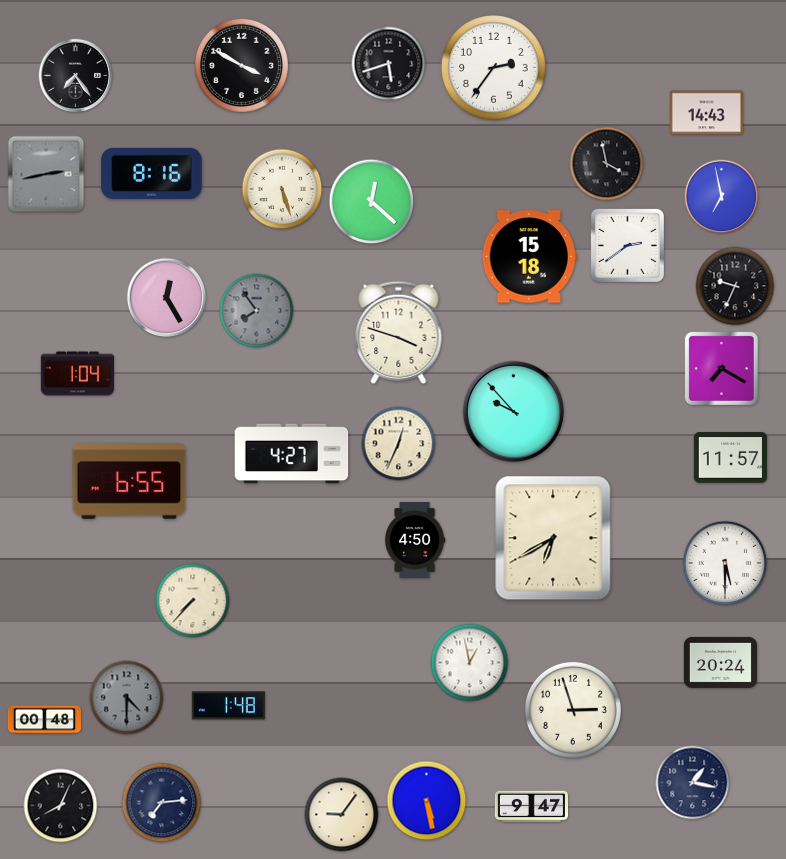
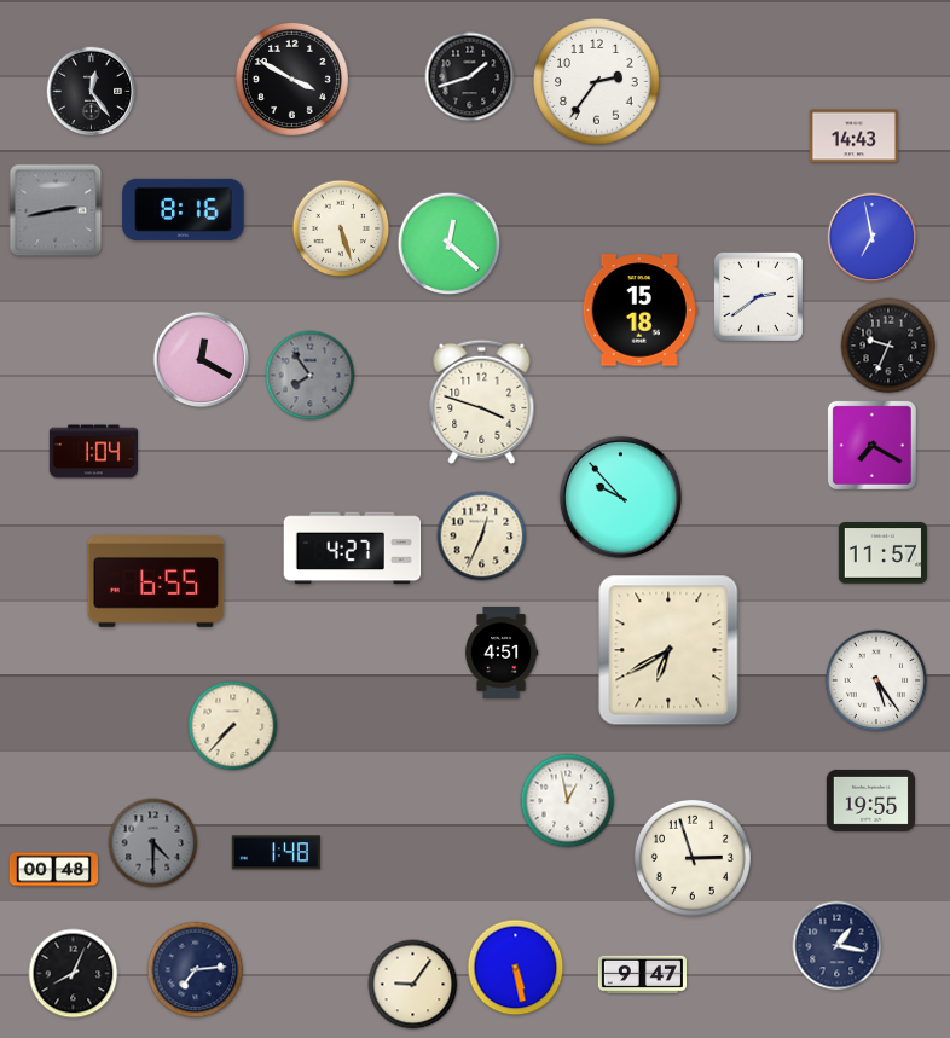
clock at (389, 64): 5:42 -> 1:42
clock at (76, 76): 7:24 -> 12:24
clock at (607, 164): 3:58 -> none
clock at (167, 298): 12:25 -> 12:20
clock at (415, 541): 4:50 -> 4:51
clock at (725, 563): 5:30 -> 5:24
clock at (720, 662): 20:24 -> 19:55
